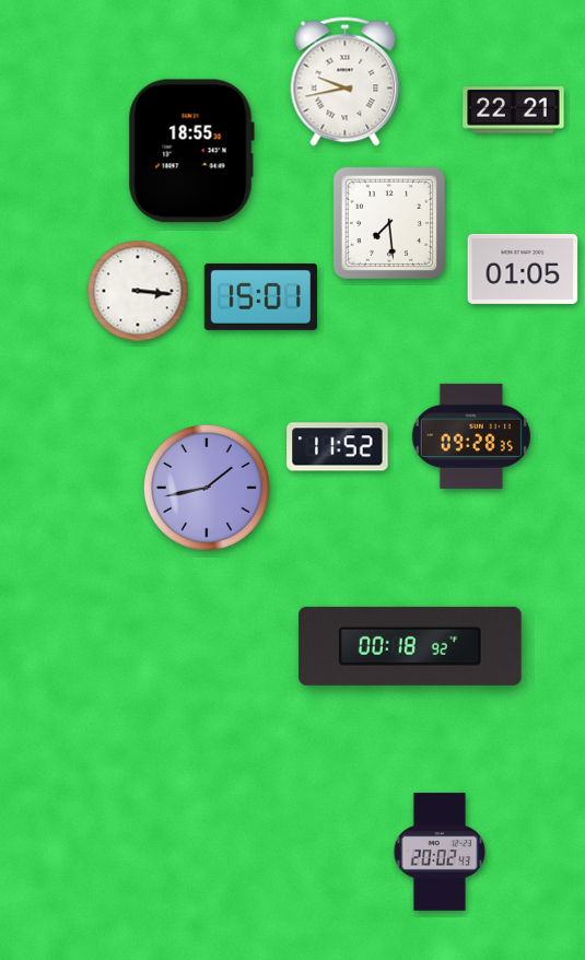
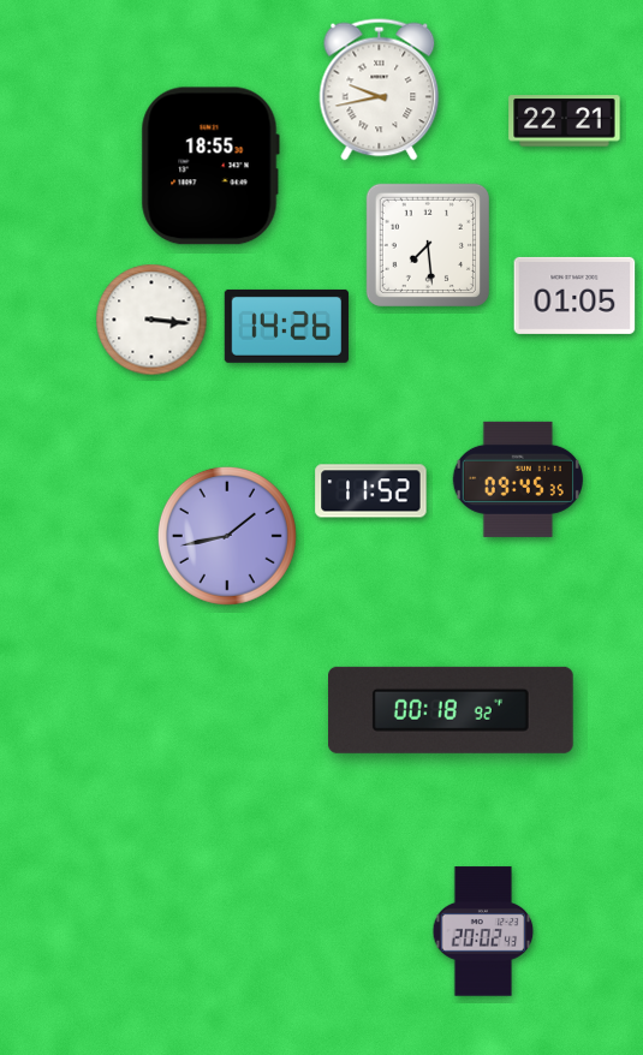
clock at (260, 296): 15:01 -> 14:26
clock at (471, 436): 09:28 -> 09:45
clock at (440, 852) position: (440, 852) -> (483, 931)
